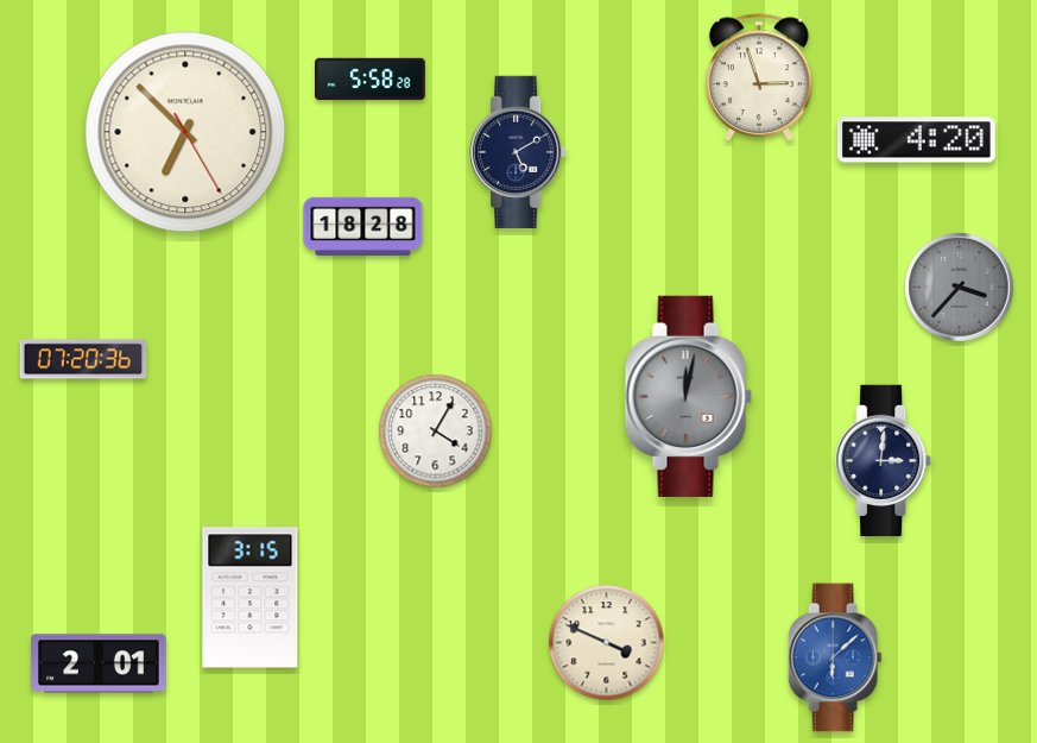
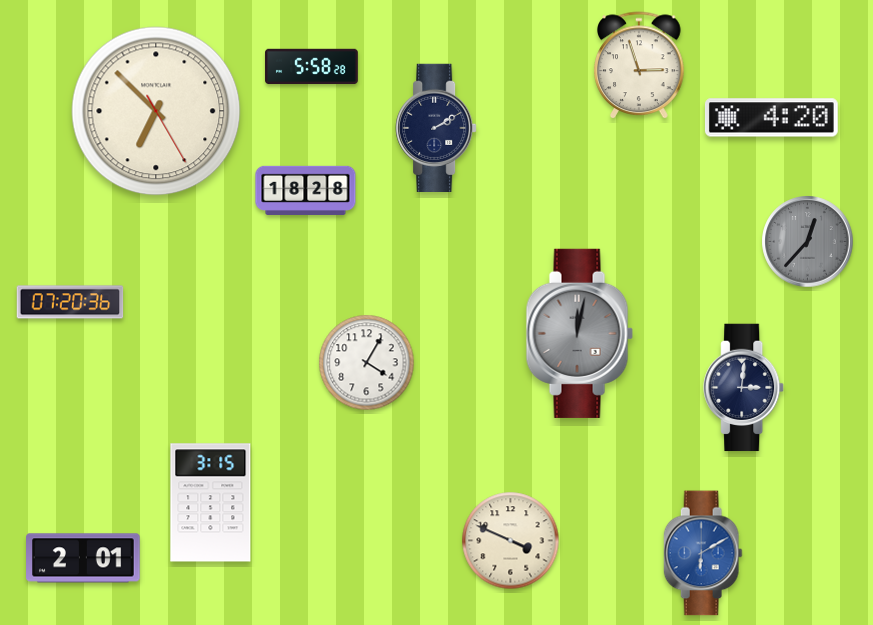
clock at (518, 151): 5:10 -> 2:10
clock at (960, 288): 3:37 -> 12:37
clock at (835, 657): 6:08 -> 6:10
